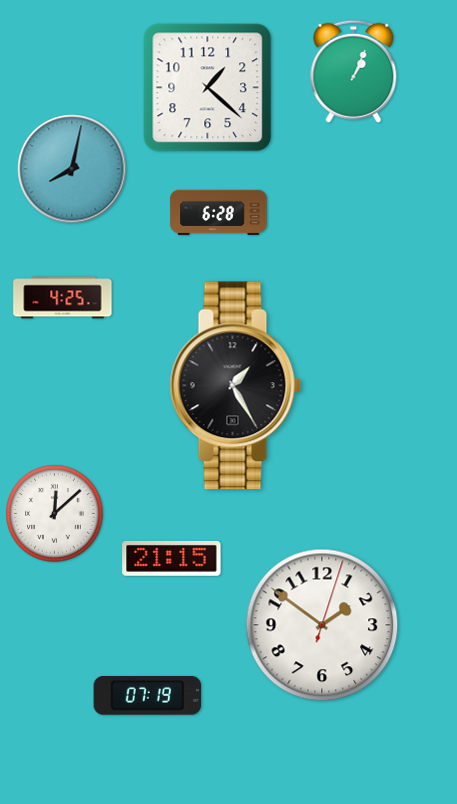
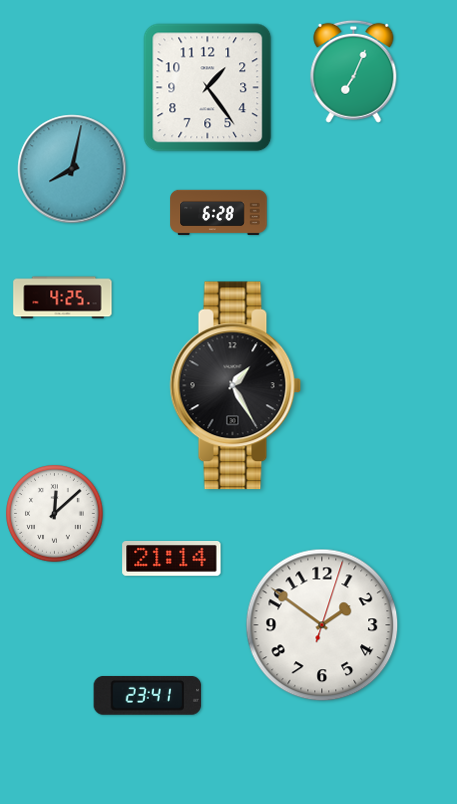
clock at (354, 71): 1:04 -> 7:04
clock at (208, 88): 1:22 -> 1:24
clock at (172, 558): 21:15 -> 21:14
clock at (148, 696): 07:19 -> 23:41
